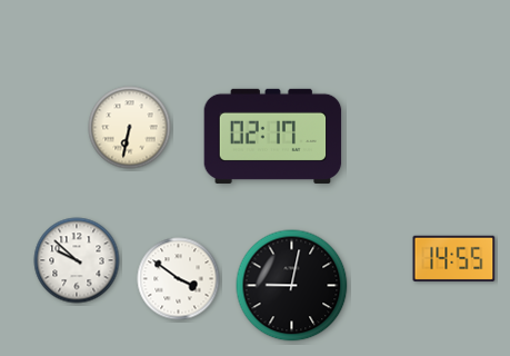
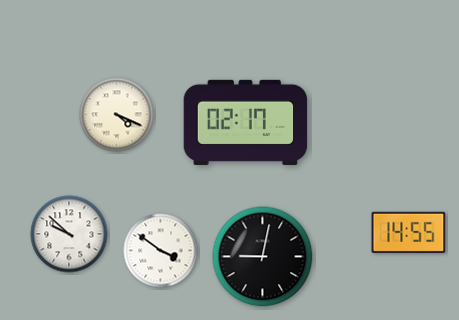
clock at (130, 128): 6:32 -> 4:19
